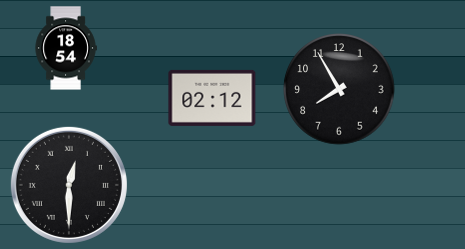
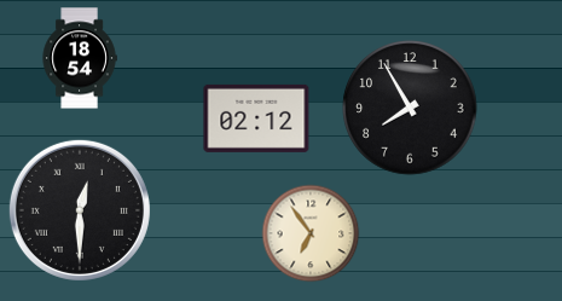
clock at (69, 185) position: (69, 185) -> (80, 210)
clock at (311, 233): none -> 6:54
